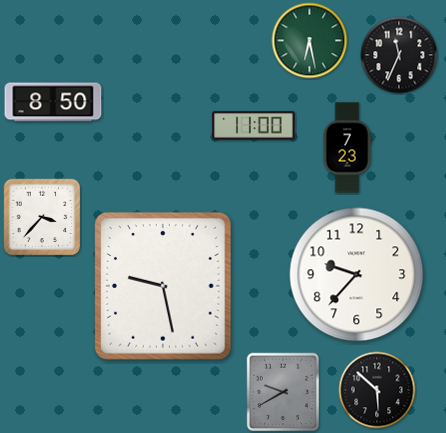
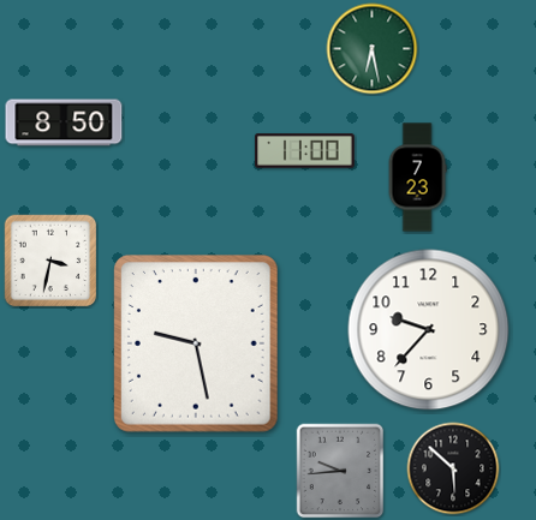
clock at (399, 55): 11:34 -> none
clock at (42, 217): 3:37 -> 3:32
clock at (283, 392): 9:40 -> 9:44
